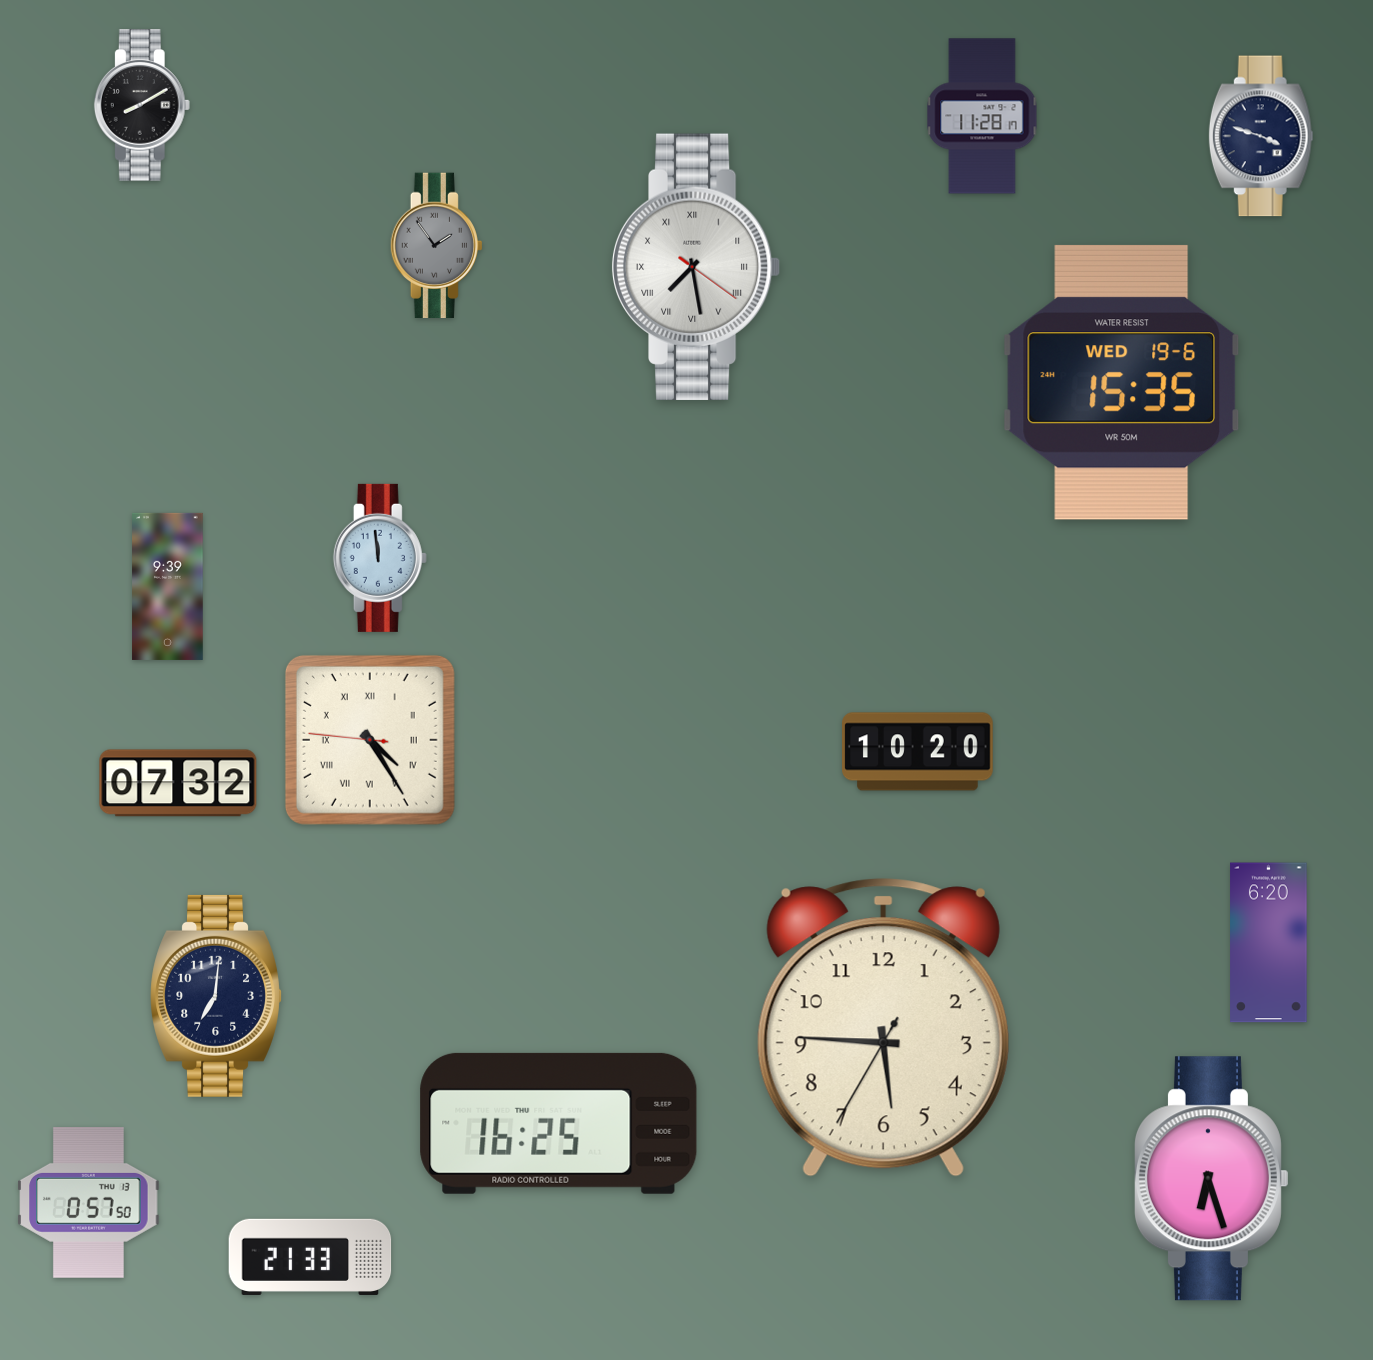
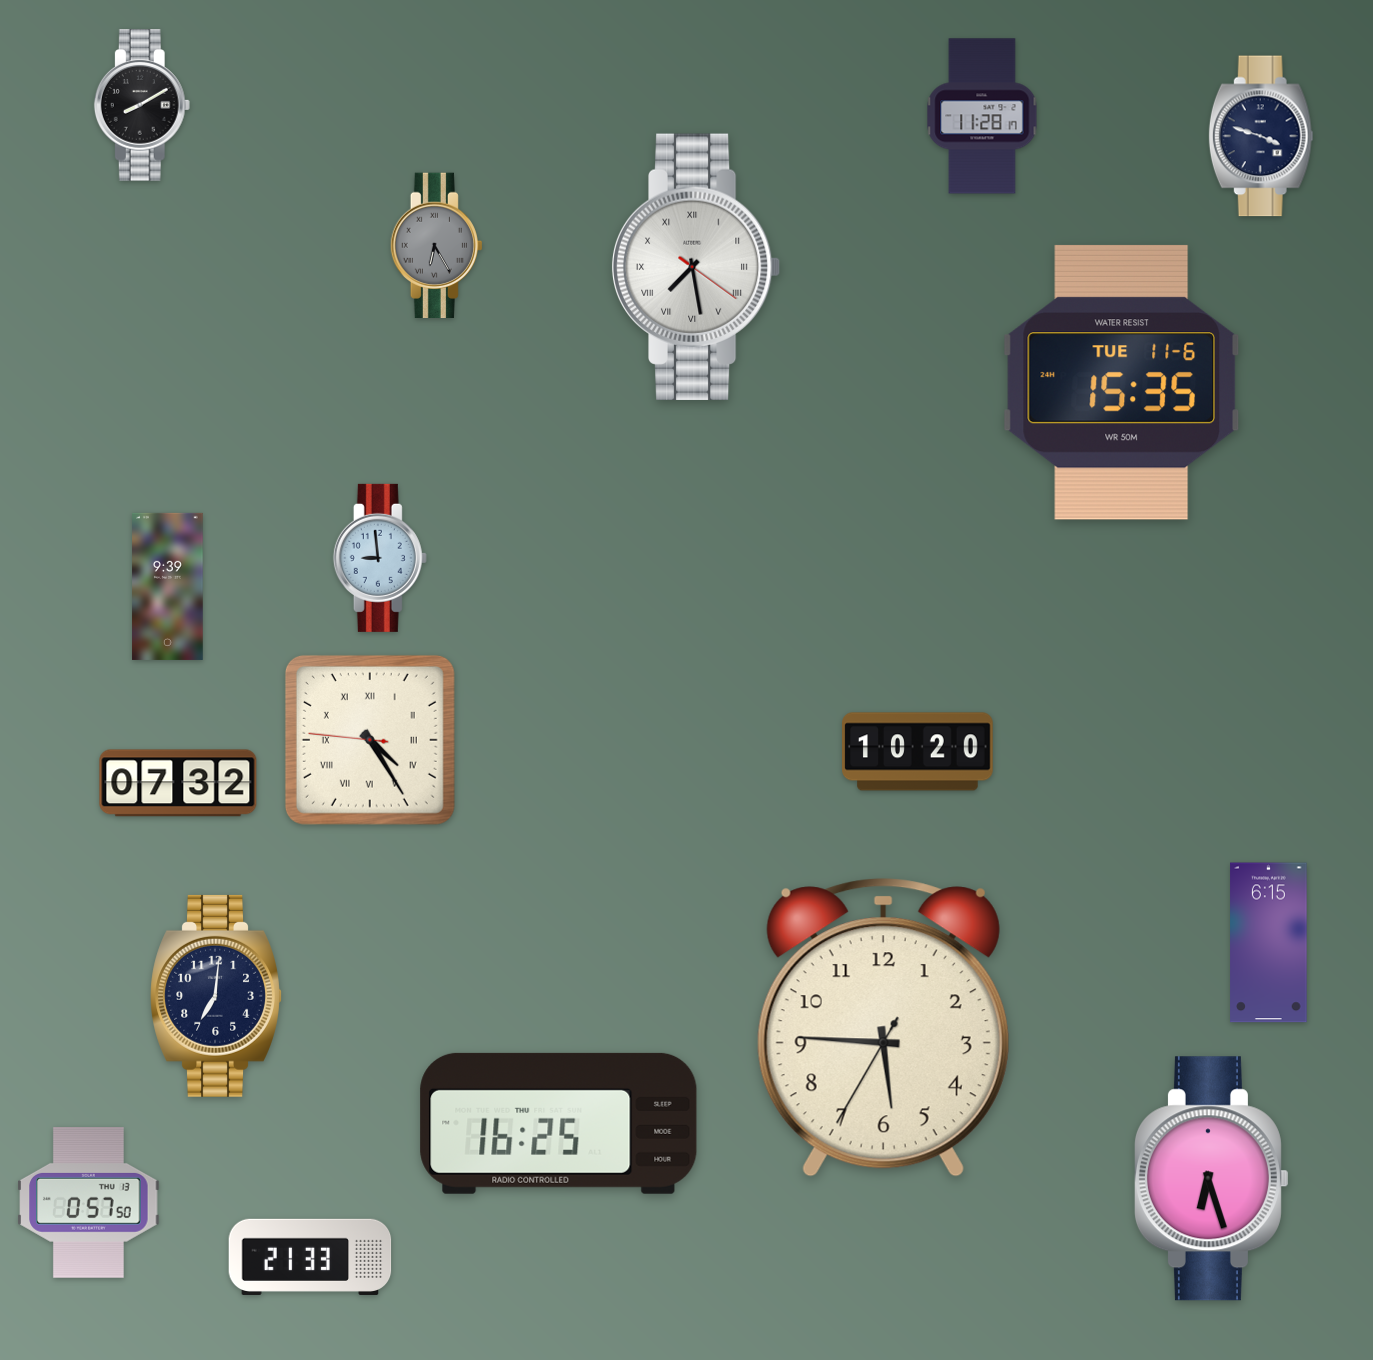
clock at (436, 246): 1:54 -> 6:25
clock at (1121, 382) date: WED 19-6 -> TUE 11-6
clock at (380, 558): 11:59 -> 8:59
clock at (1269, 943): 6:20 -> 6:15
